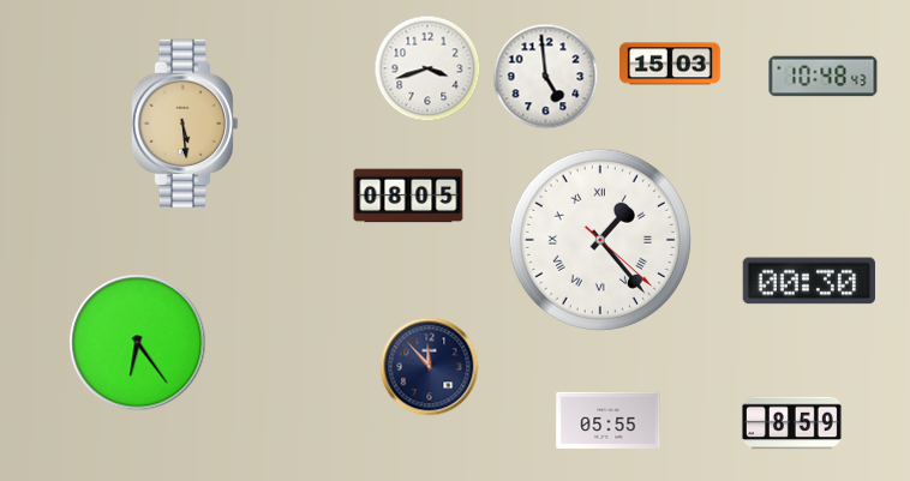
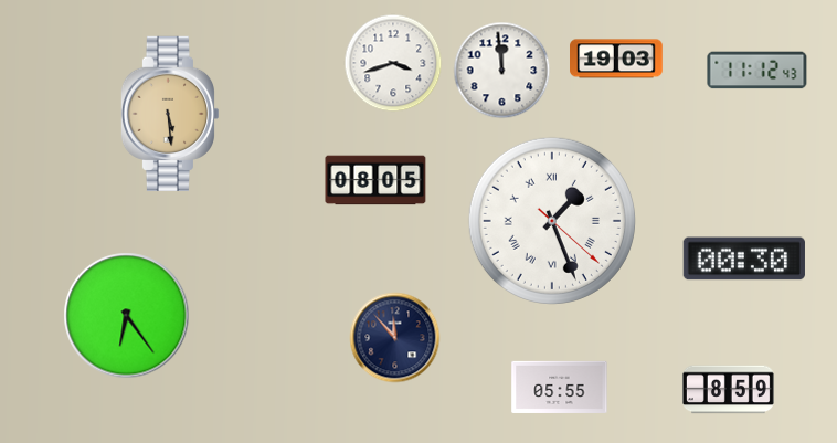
clock at (671, 64): 15:03 -> 19:03
clock at (546, 77): 4:59 -> 11:59
clock at (824, 77): 10:48 -> 11:12
clock at (600, 240): 1:23 -> 1:26
